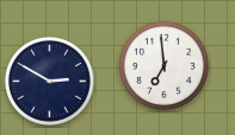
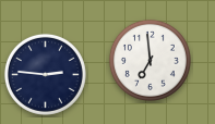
clock at (49, 81): 2:50 -> 2:46
